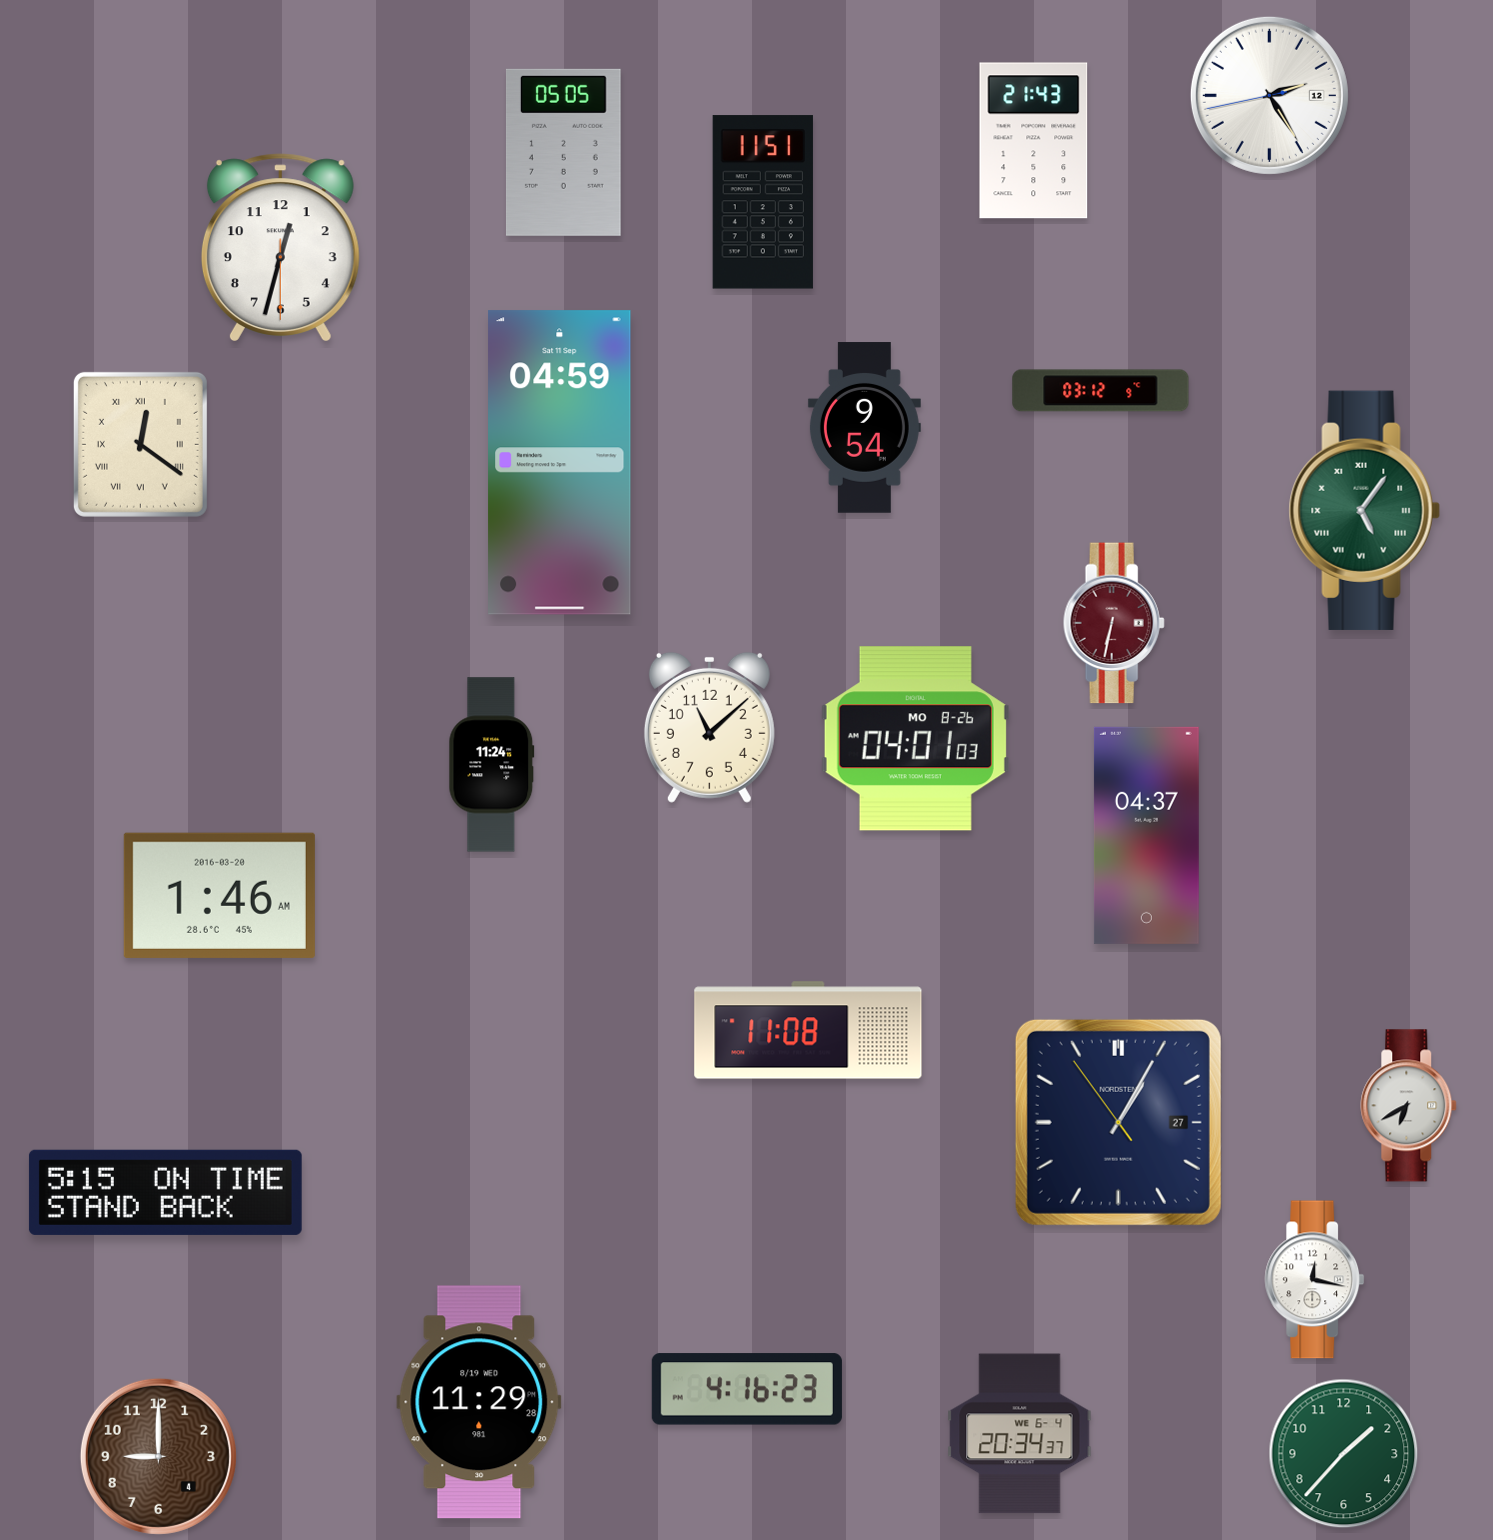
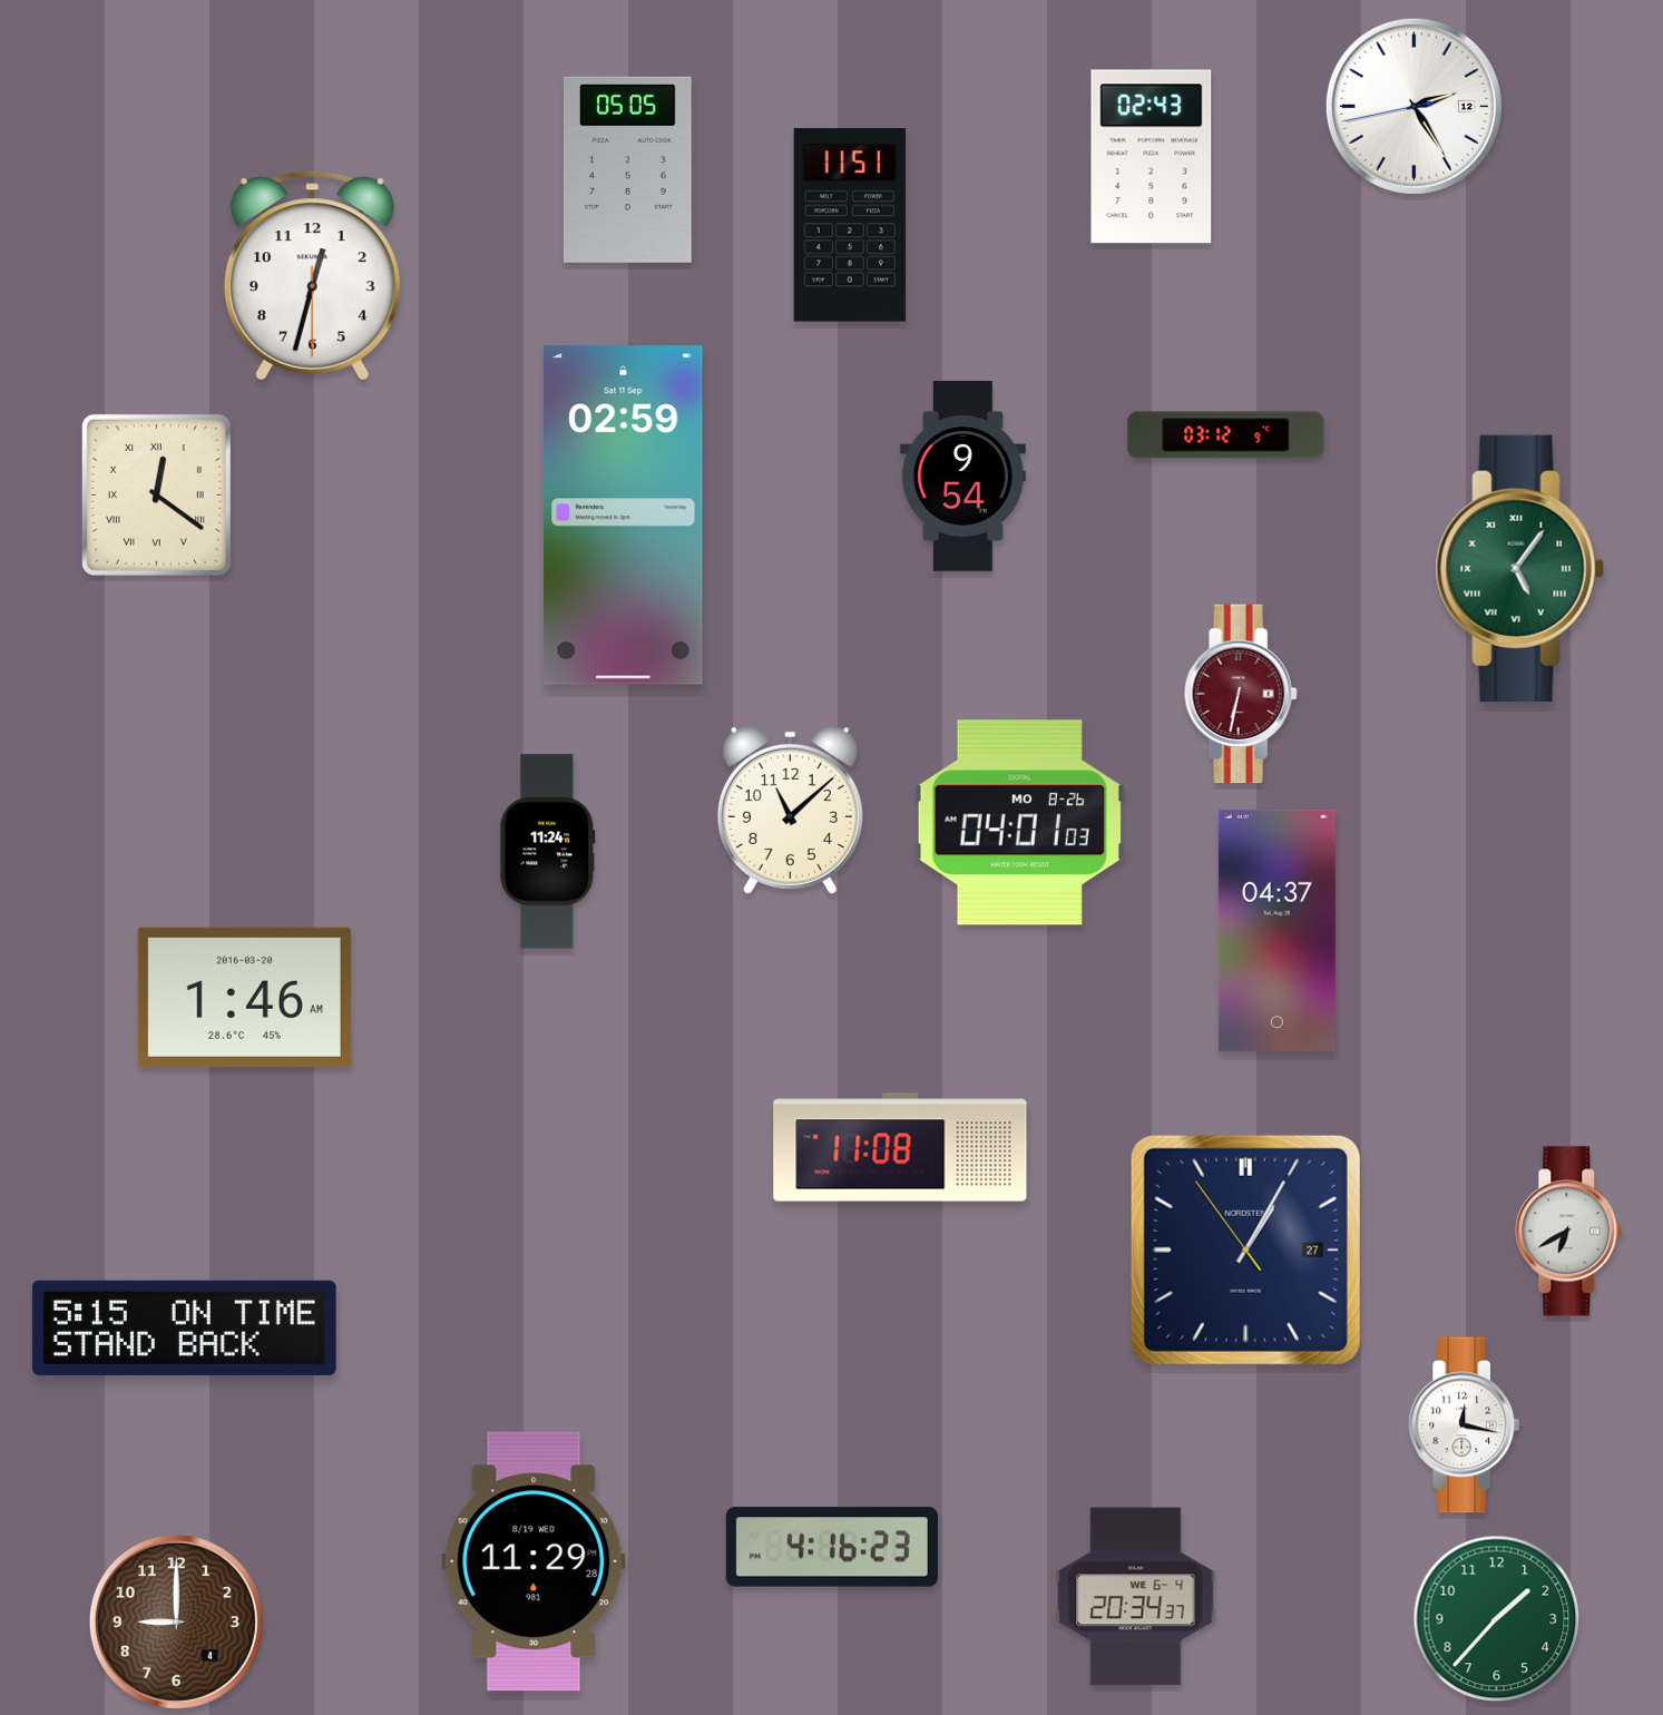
clock at (1034, 141): 21:43 -> 02:43
clock at (560, 463): 04:59 -> 02:59
